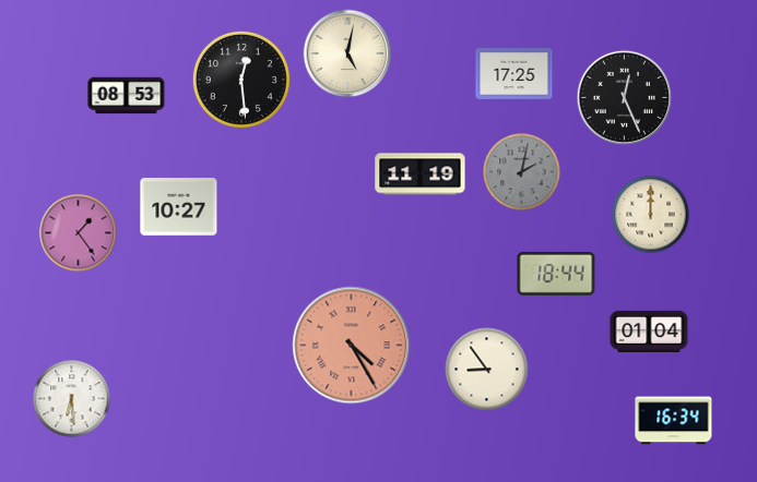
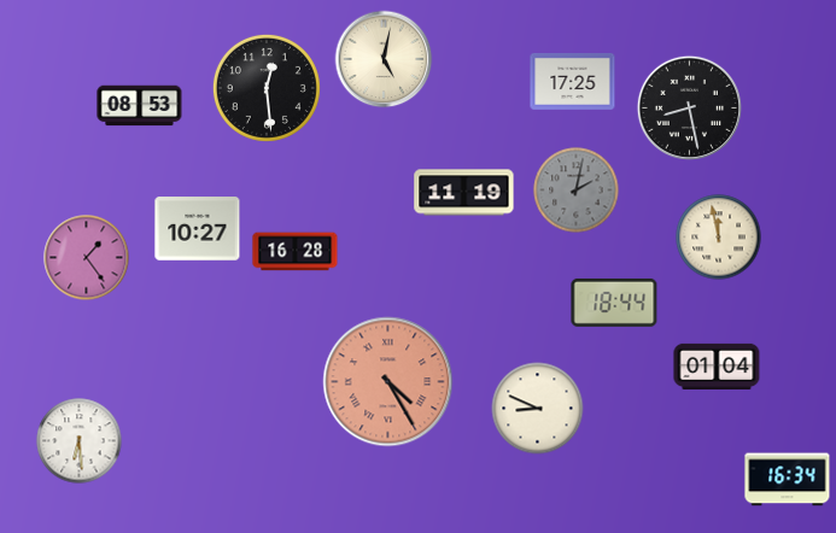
clock at (514, 74) position: (514, 74) -> (573, 82)
clock at (624, 97): 12:26 -> 8:28
clock at (651, 215): 12:00 -> 11:58
clock at (296, 252): none -> 16:28
clock at (487, 370): 8:54 -> 8:49
clock at (674, 421) position: (674, 421) -> (788, 480)
